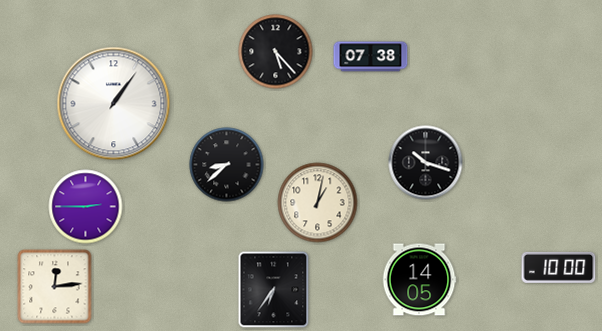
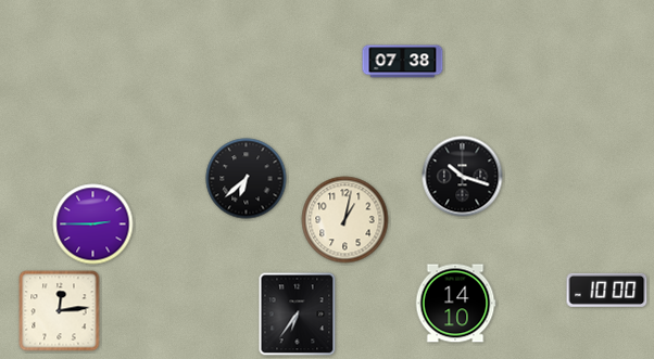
clock at (276, 52): 5:23 -> none
clock at (114, 104): 1:06 -> none
clock at (227, 165): 8:38 -> 6:38
clock at (419, 280): 14:05 -> 14:10
